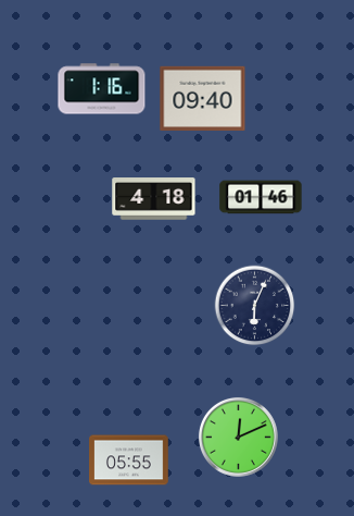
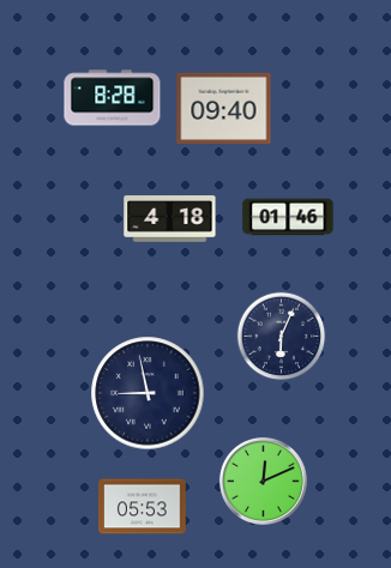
clock at (102, 89): 1:16 -> 8:28
clock at (148, 393): none -> 8:58
clock at (129, 460): 05:55 -> 05:53
